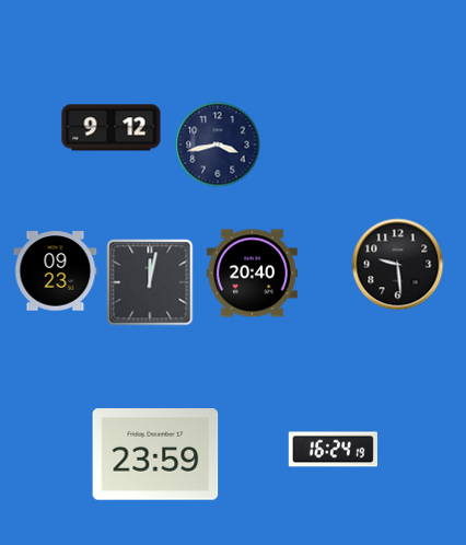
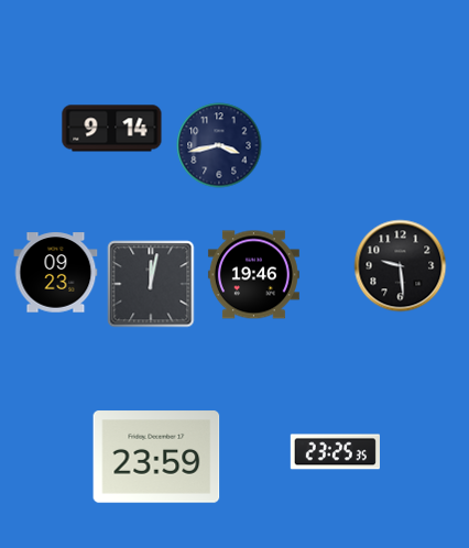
clock at (112, 128): 9:12 -> 9:14
clock at (252, 274): 20:40 -> 19:46
clock at (333, 450): 16:24 -> 23:25
